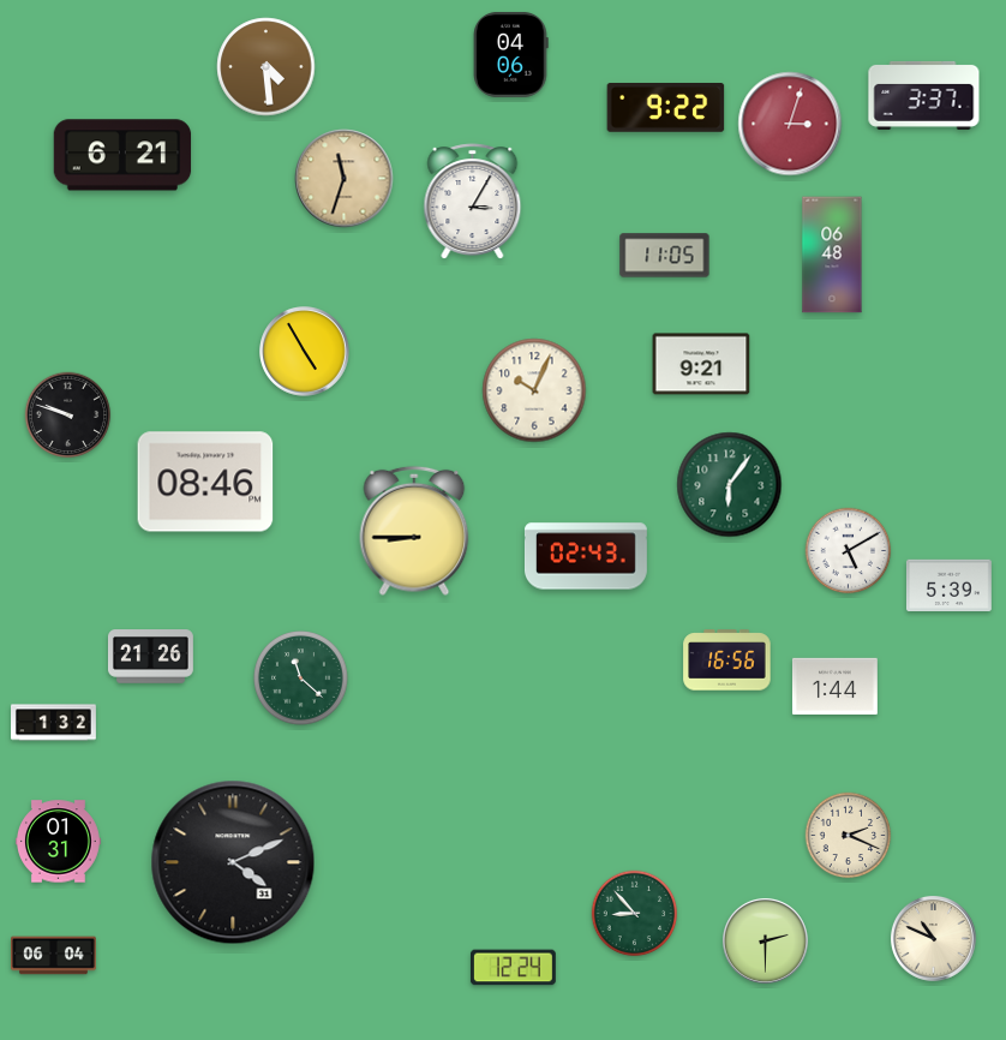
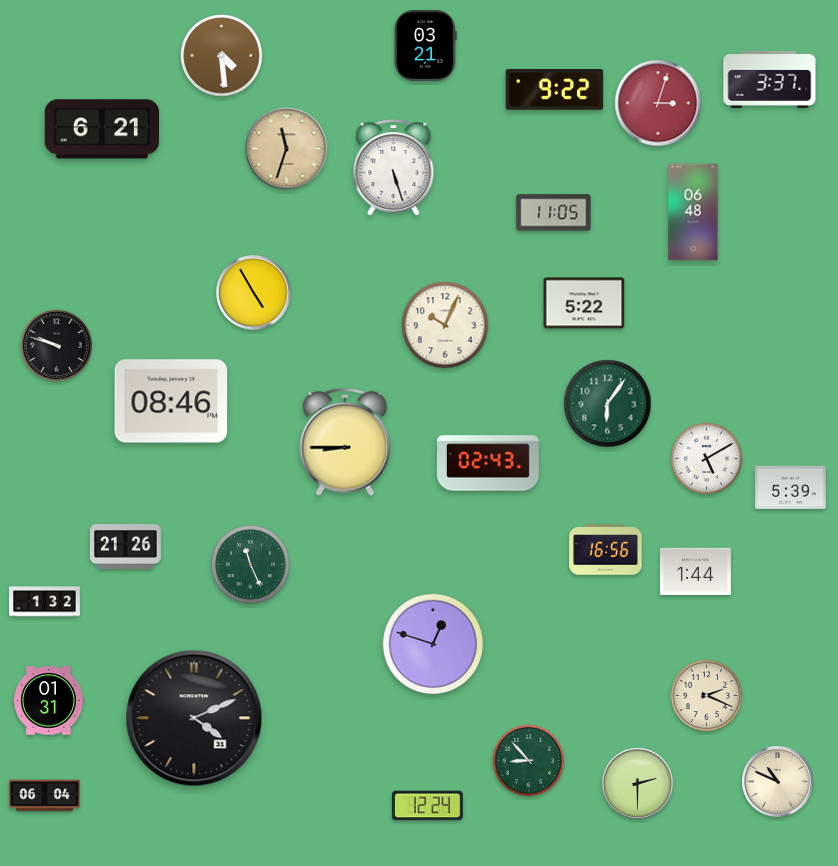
clock at (511, 54): 04:06 -> 03:21
clock at (473, 202): 3:05 -> 5:27
clock at (701, 364): 9:21 -> 5:22
clock at (301, 679): 11:22 -> 11:26
clock at (433, 644): none -> 12:48
